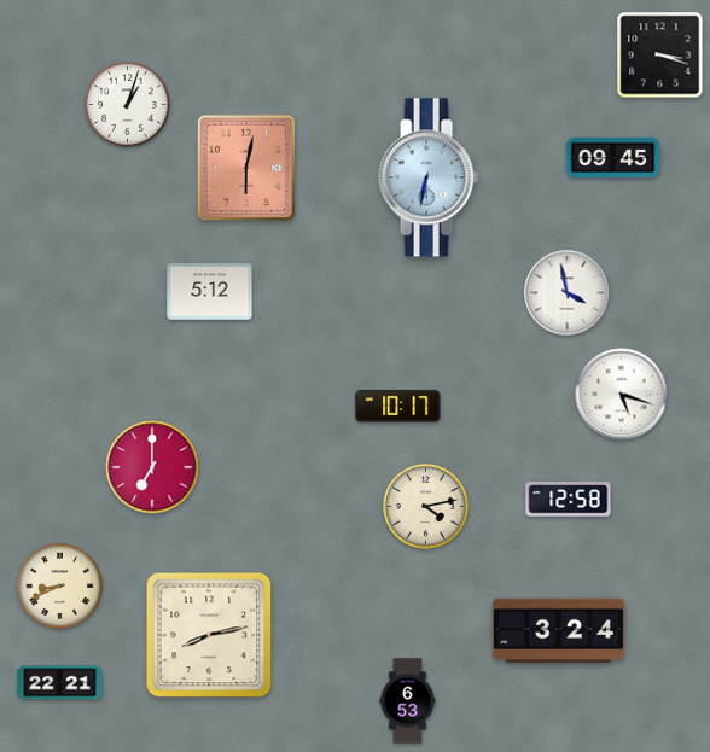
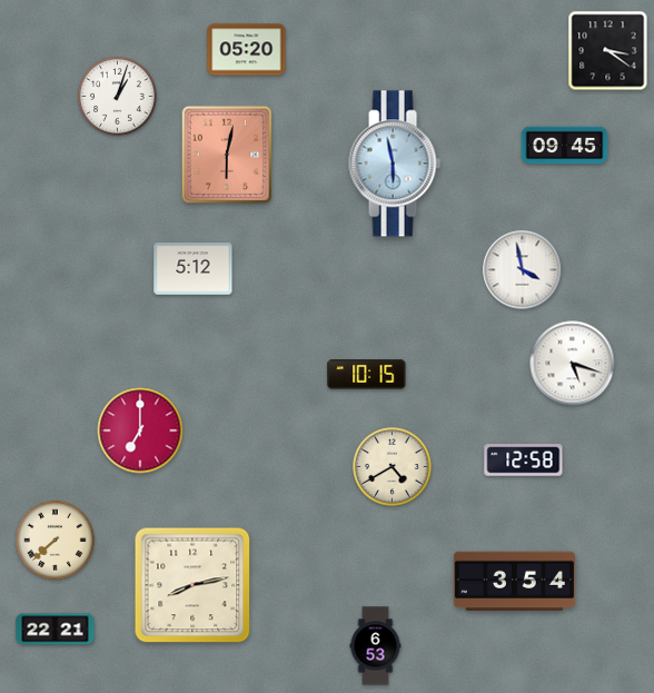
clock at (247, 50): none -> 05:20
clock at (660, 56): 3:18 -> 3:21
clock at (429, 177): 6:32 -> 5:58
clock at (398, 407): 10:17 -> 10:15
clock at (426, 507): 4:13 -> 4:40
clock at (60, 587): 8:41 -> 7:38
clock at (558, 631): 3:24 -> 3:54
